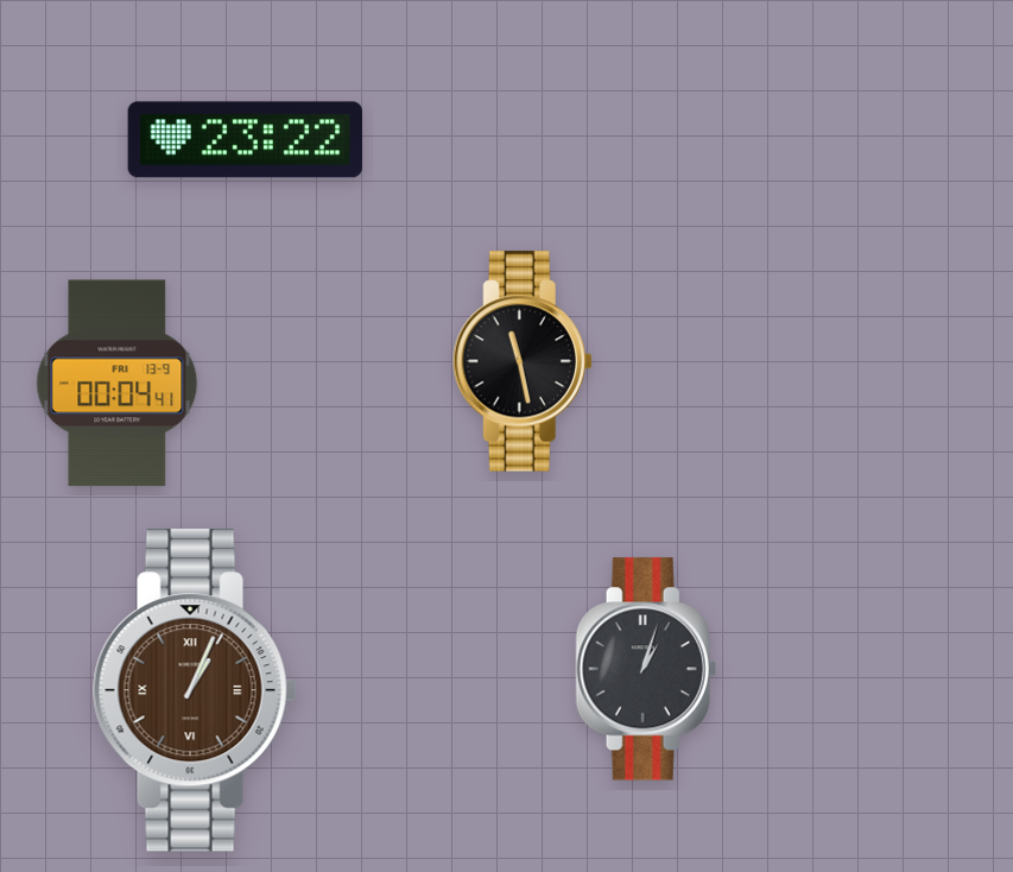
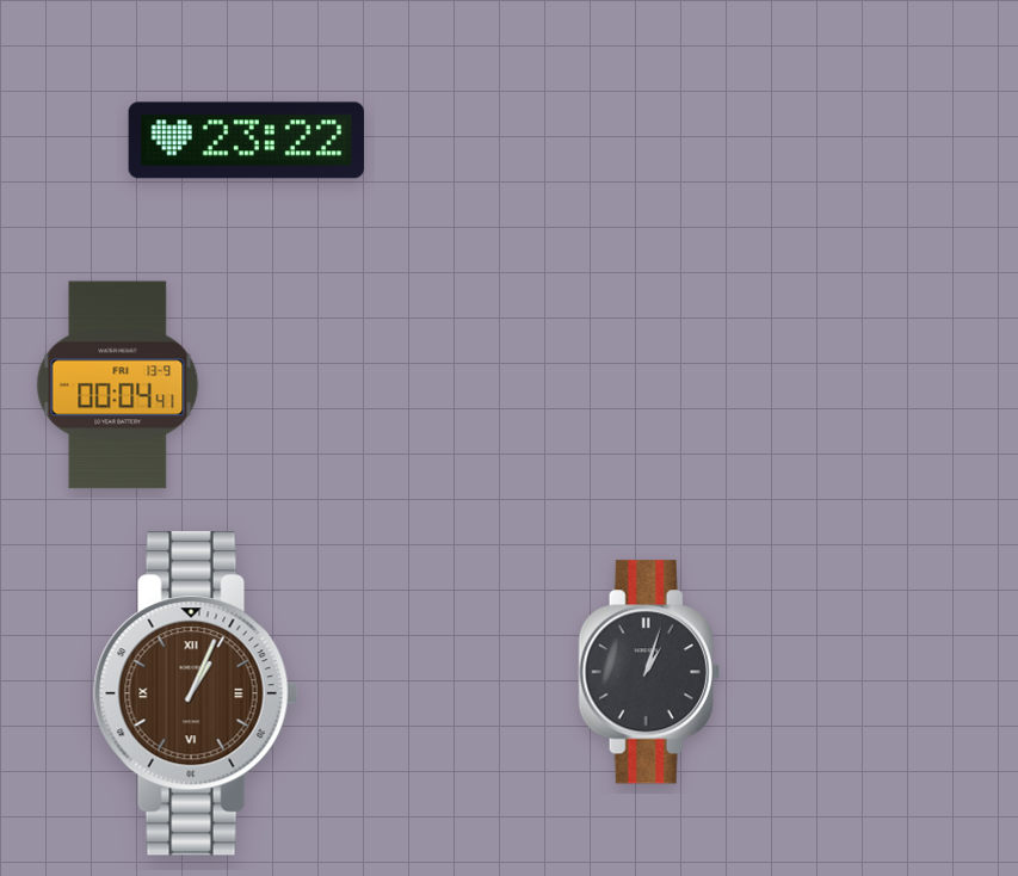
clock at (523, 361): 11:28 -> none
